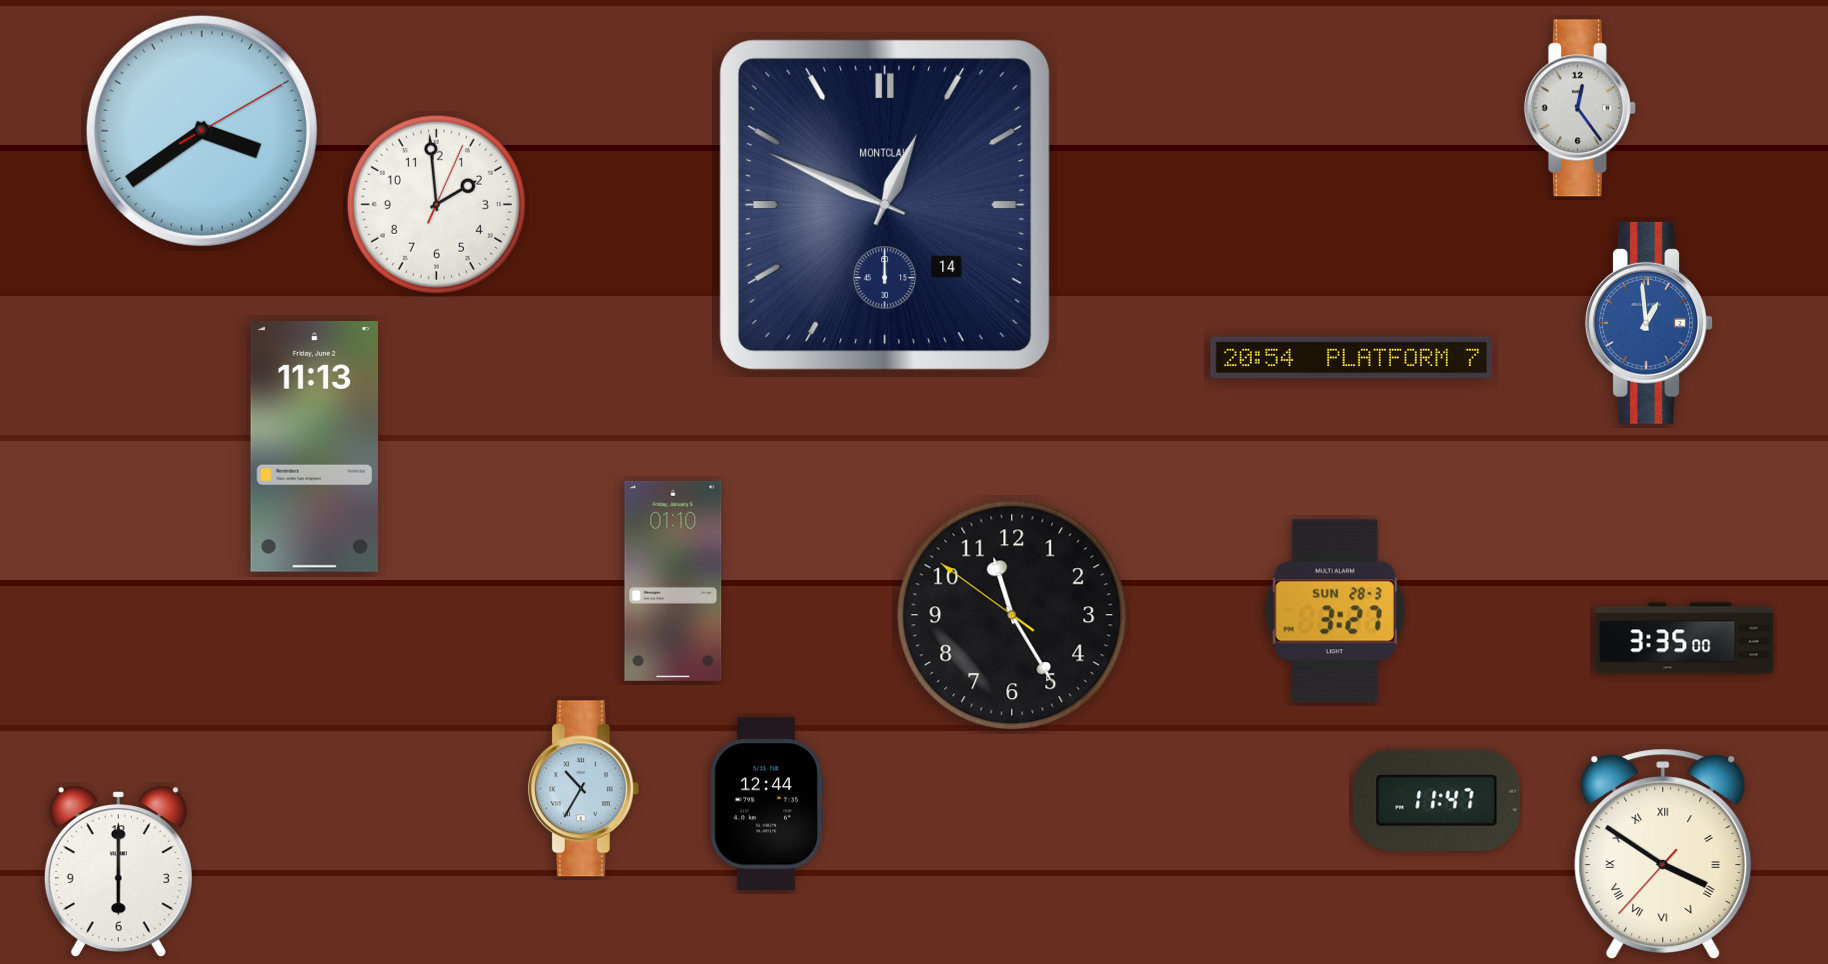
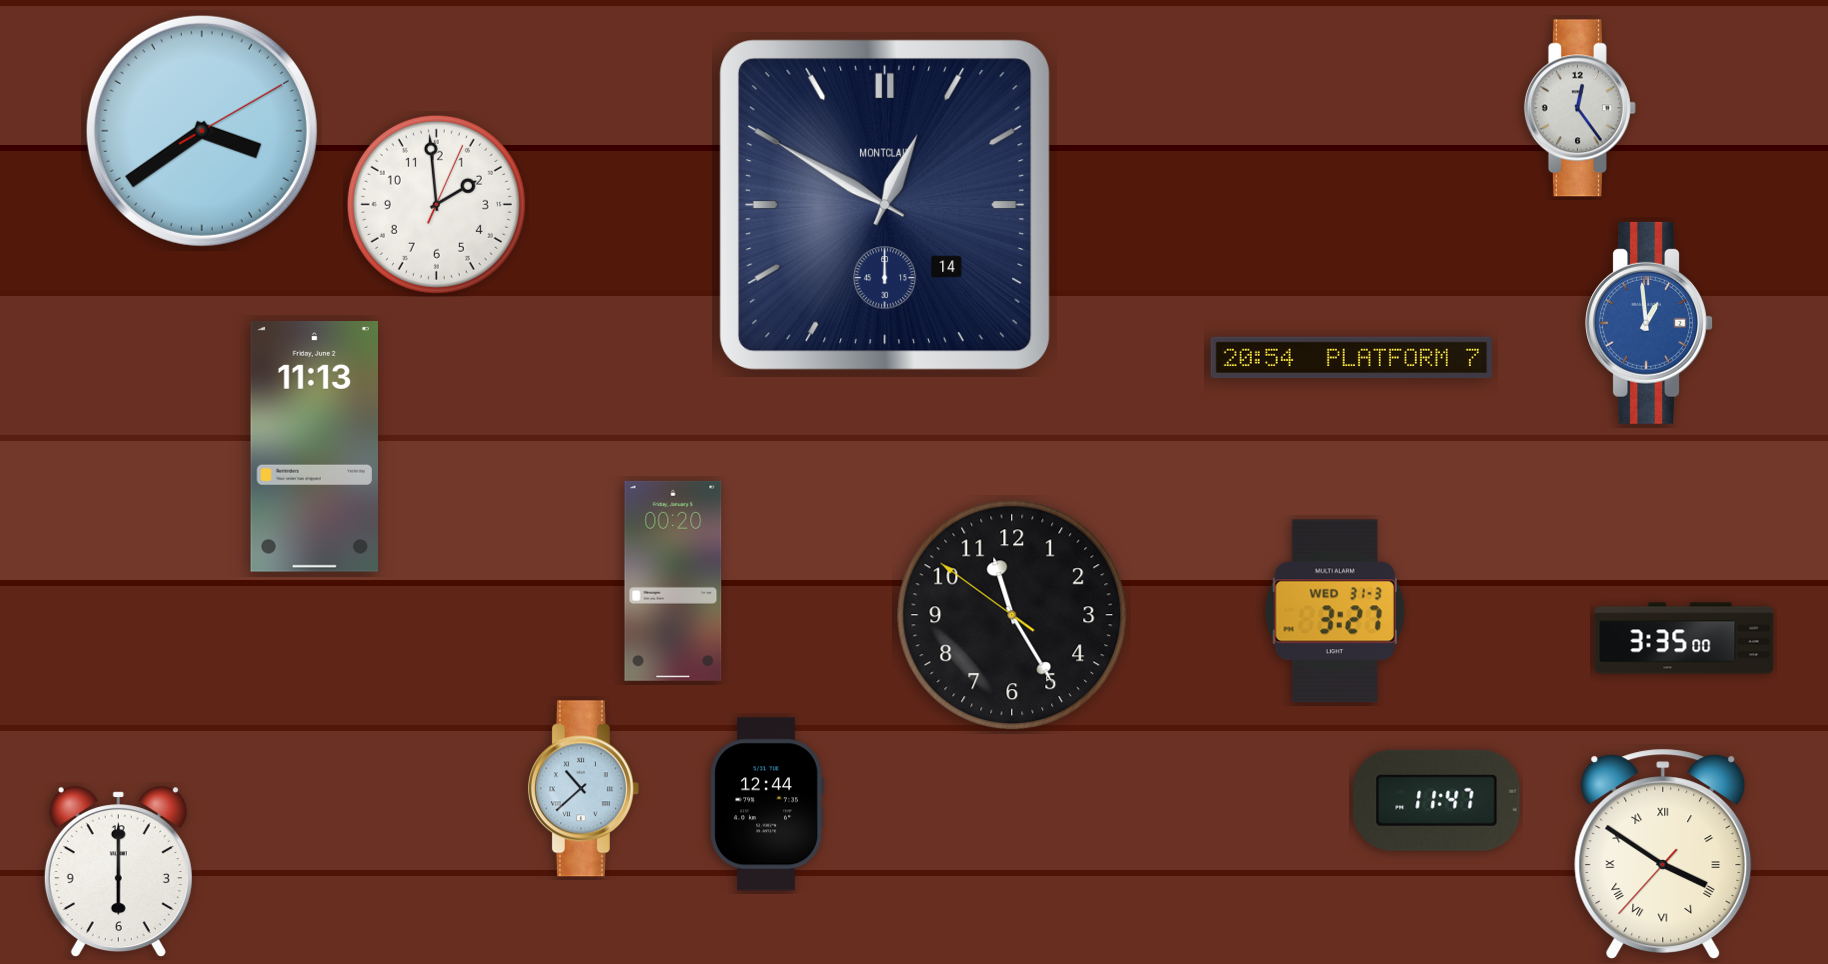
clock at (885, 205): 12:49 -> 12:50
clock at (673, 581): 01:10 -> 00:20
clock at (1335, 611) date: SUN 28-3 -> WED 31-3
clock at (583, 789): 10:35 -> 10:38
